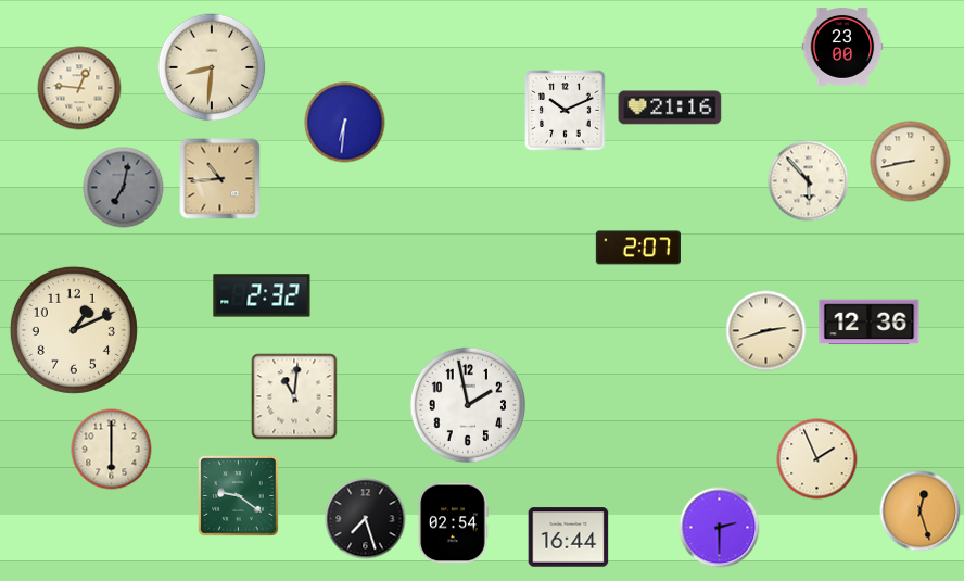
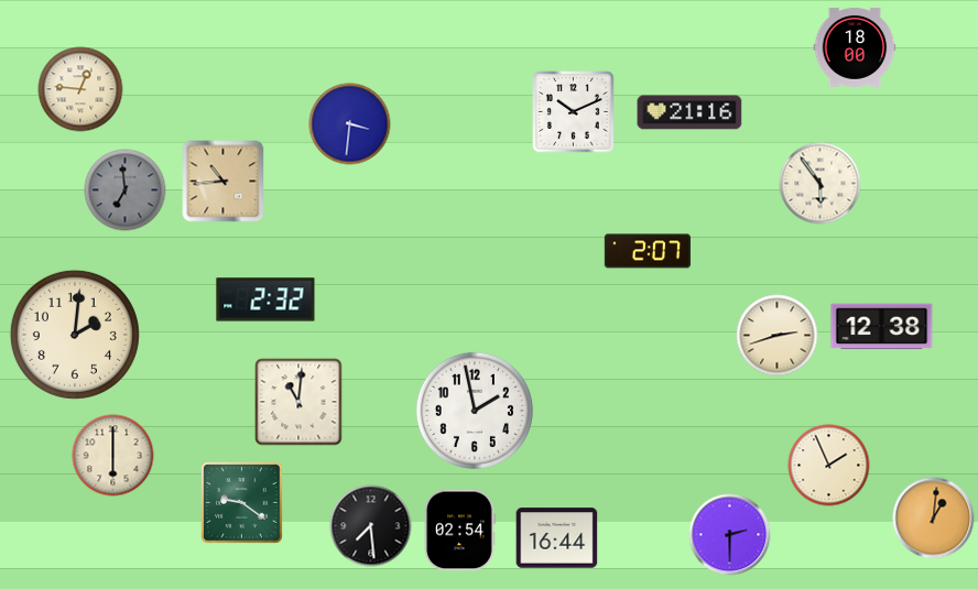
clock at (842, 47): 23:00 -> 18:00
clock at (212, 67): 8:31 -> none
clock at (670, 108) position: (670, 108) -> (689, 112)
clock at (345, 123): 6:31 -> 3:31
clock at (911, 162): 8:43 -> none
clock at (809, 181): 5:53 -> 5:54
clock at (124, 188): 7:02 -> 6:59
clock at (870, 323): 12:36 -> 12:38
clock at (74, 330): 1:11 -> 2:01
clock at (921, 511): 12:27 -> 1:01
clock at (366, 519): 7:27 -> 7:29
clock at (569, 538) position: (569, 538) -> (557, 538)
